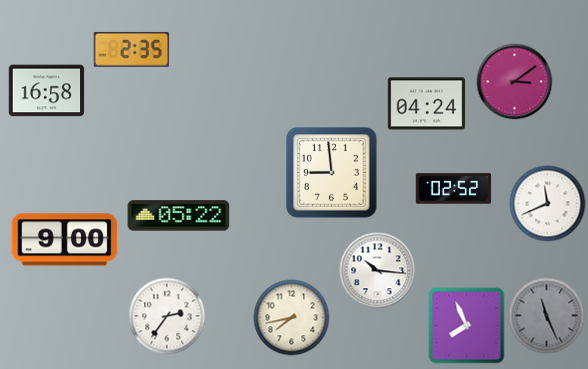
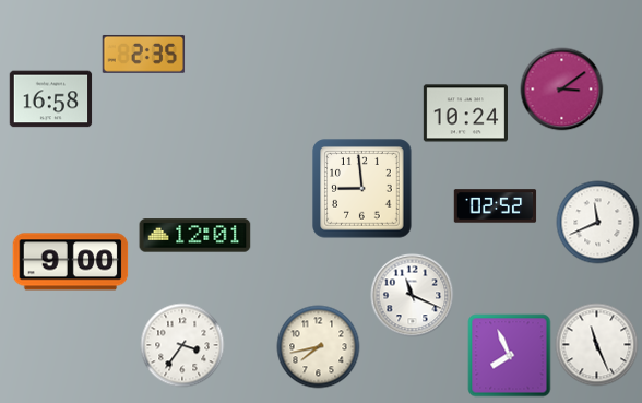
clock at (426, 104): 04:24 -> 10:24
clock at (179, 216): 05:22 -> 12:01
clock at (378, 271): 10:16 -> 11:19
clock at (167, 316): 2:36 -> 3:36
clock at (547, 316) dial: grey -> white
